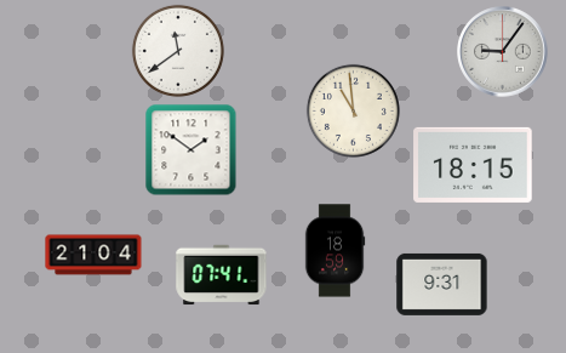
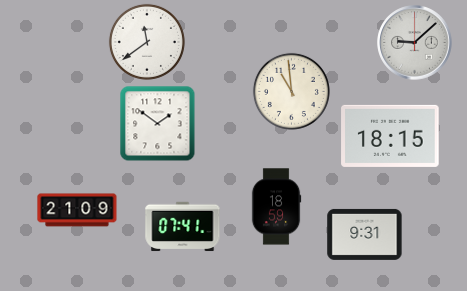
clock at (503, 52): 9:06 -> 9:08
clock at (93, 255): 21:04 -> 21:09
